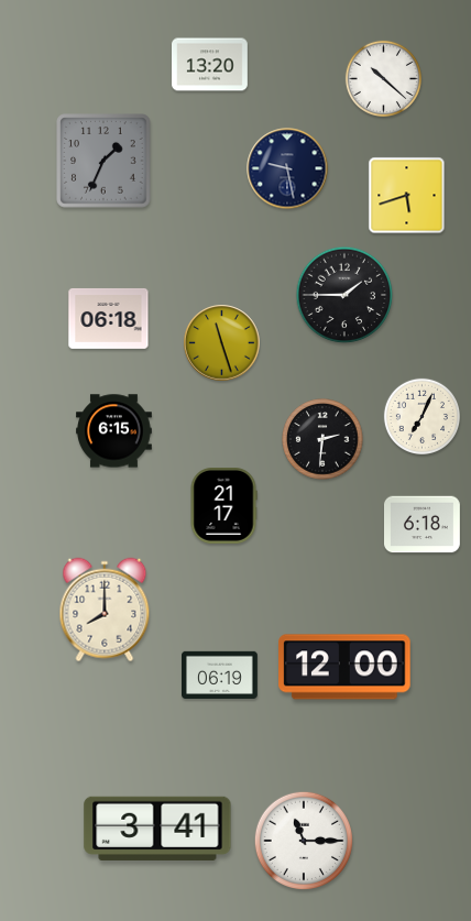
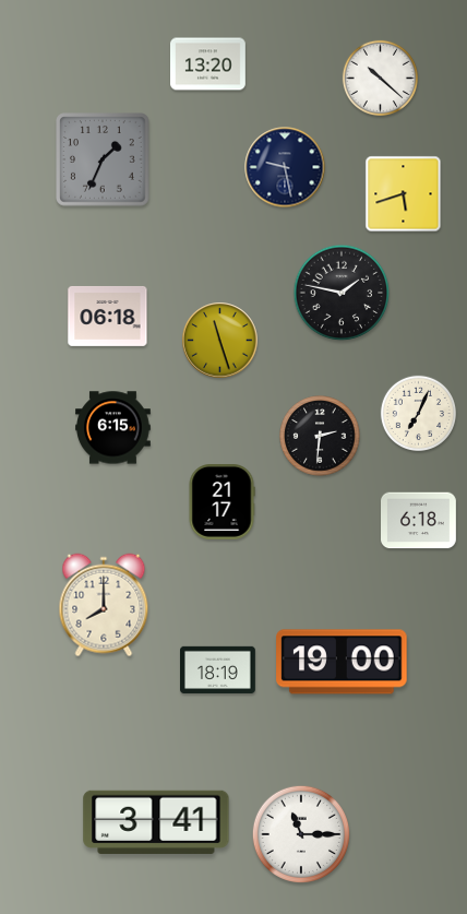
clock at (344, 295): 1:45 -> 1:47
clock at (344, 667): 12:00 -> 19:00
clock at (220, 675): 06:19 -> 18:19
